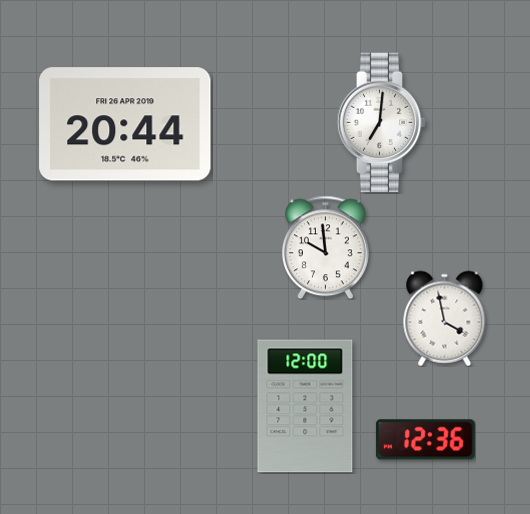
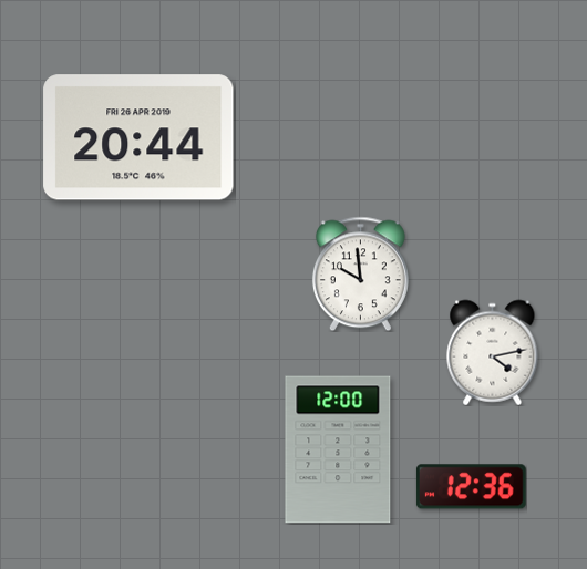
clock at (382, 123): 7:01 -> none
clock at (445, 318): 3:58 -> 4:13
